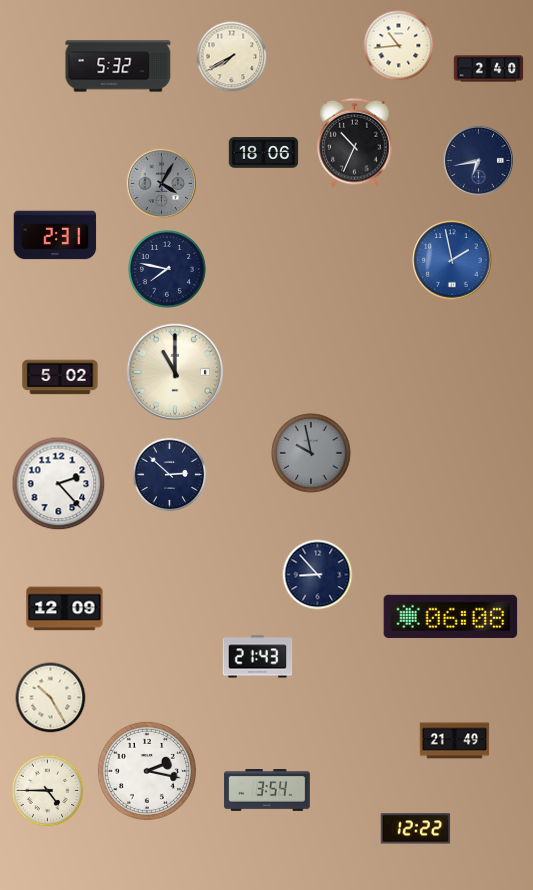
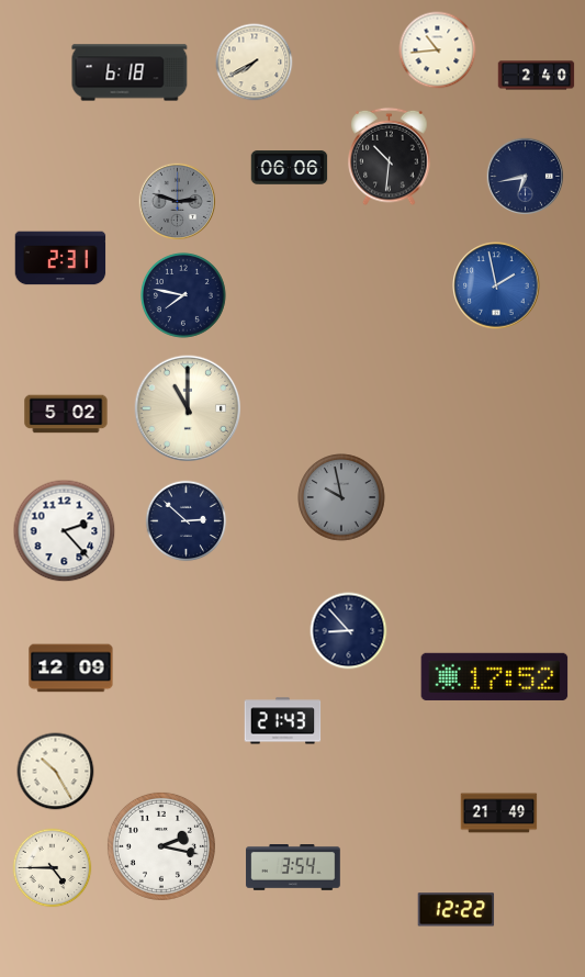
clock at (118, 66): 5:32 -> 6:18
clock at (355, 143): 10:34 -> 10:31
clock at (264, 153): 18:06 -> 06:06
clock at (161, 183): 4:05 -> 2:48
clock at (175, 372) position: (175, 372) -> (188, 408)
clock at (451, 616): 06:08 -> 17:52
clock at (51, 698) position: (51, 698) -> (56, 772)
